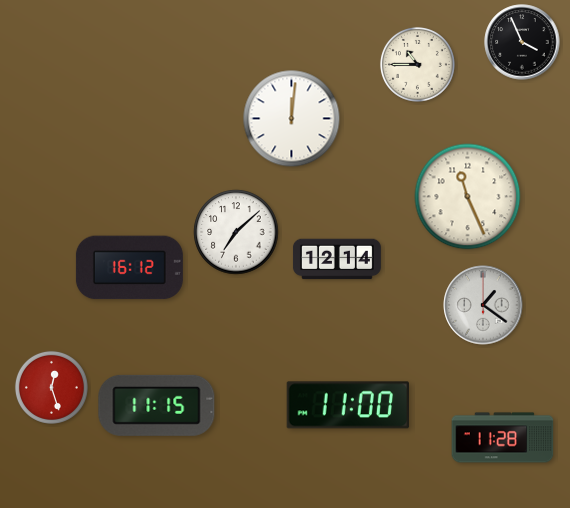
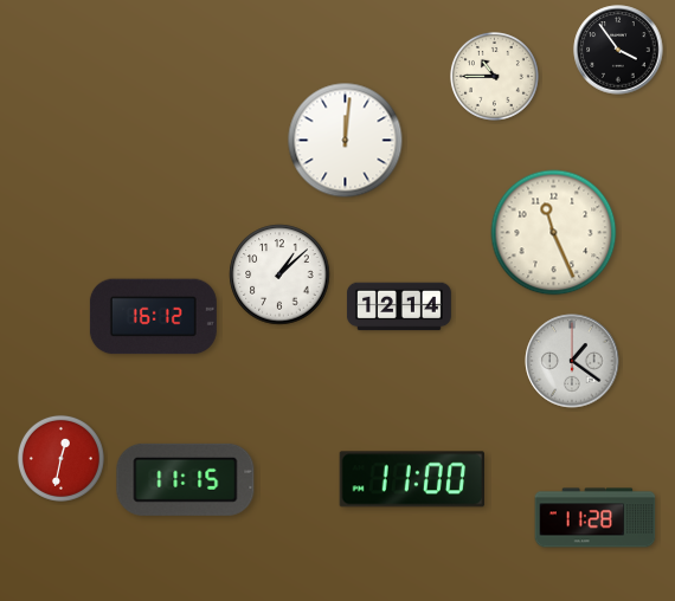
clock at (522, 42): 3:56 -> 3:54
clock at (236, 232): 7:08 -> 1:08
clock at (51, 387): 12:27 -> 12:32
